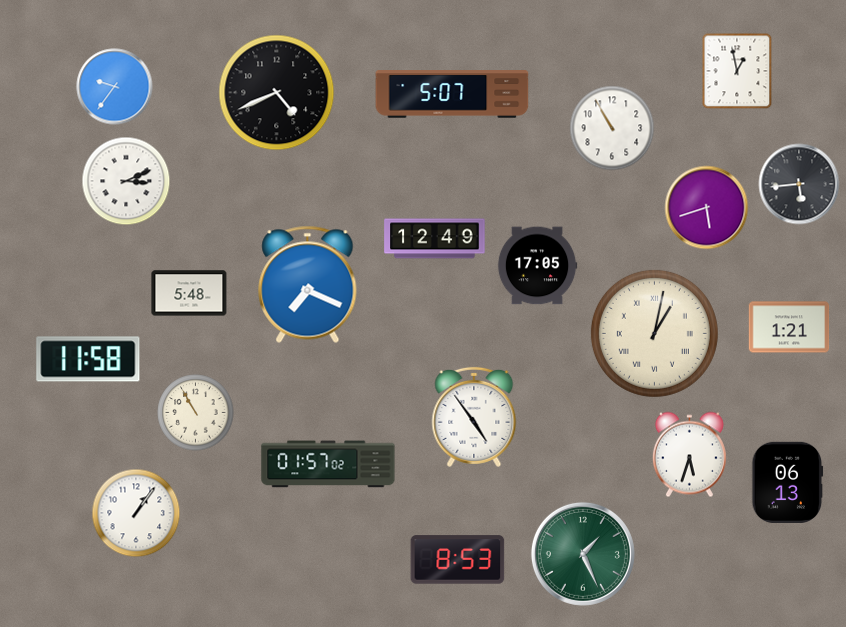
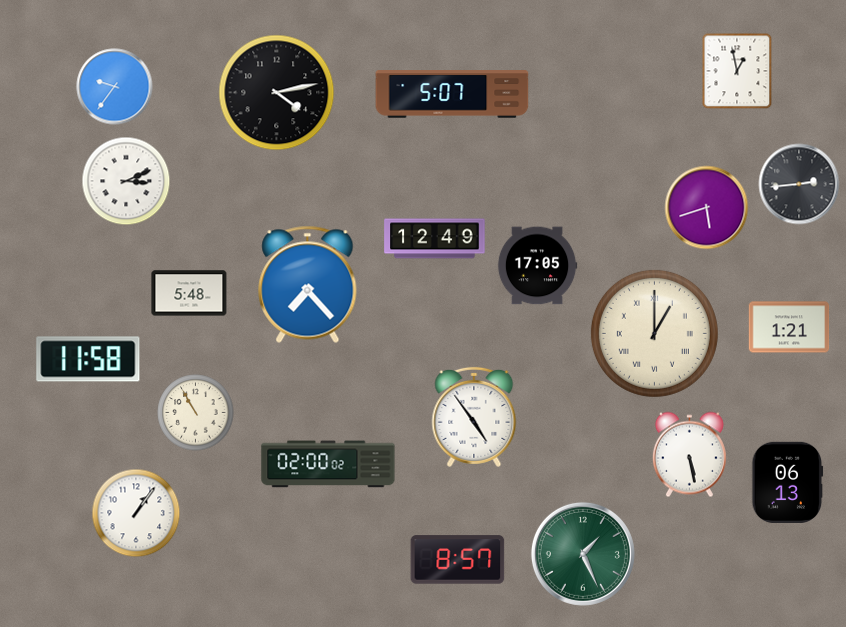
clock at (277, 93): 4:41 -> 4:13
clock at (612, 128): 10:55 -> none
clock at (799, 184): 5:44 -> 2:44
clock at (308, 284): 7:19 -> 7:23
clock at (654, 333): 1:02 -> 1:00
clock at (689, 455): 5:33 -> 5:28
clock at (328, 464): 01:57 -> 02:00
clock at (458, 560): 8:53 -> 8:57
